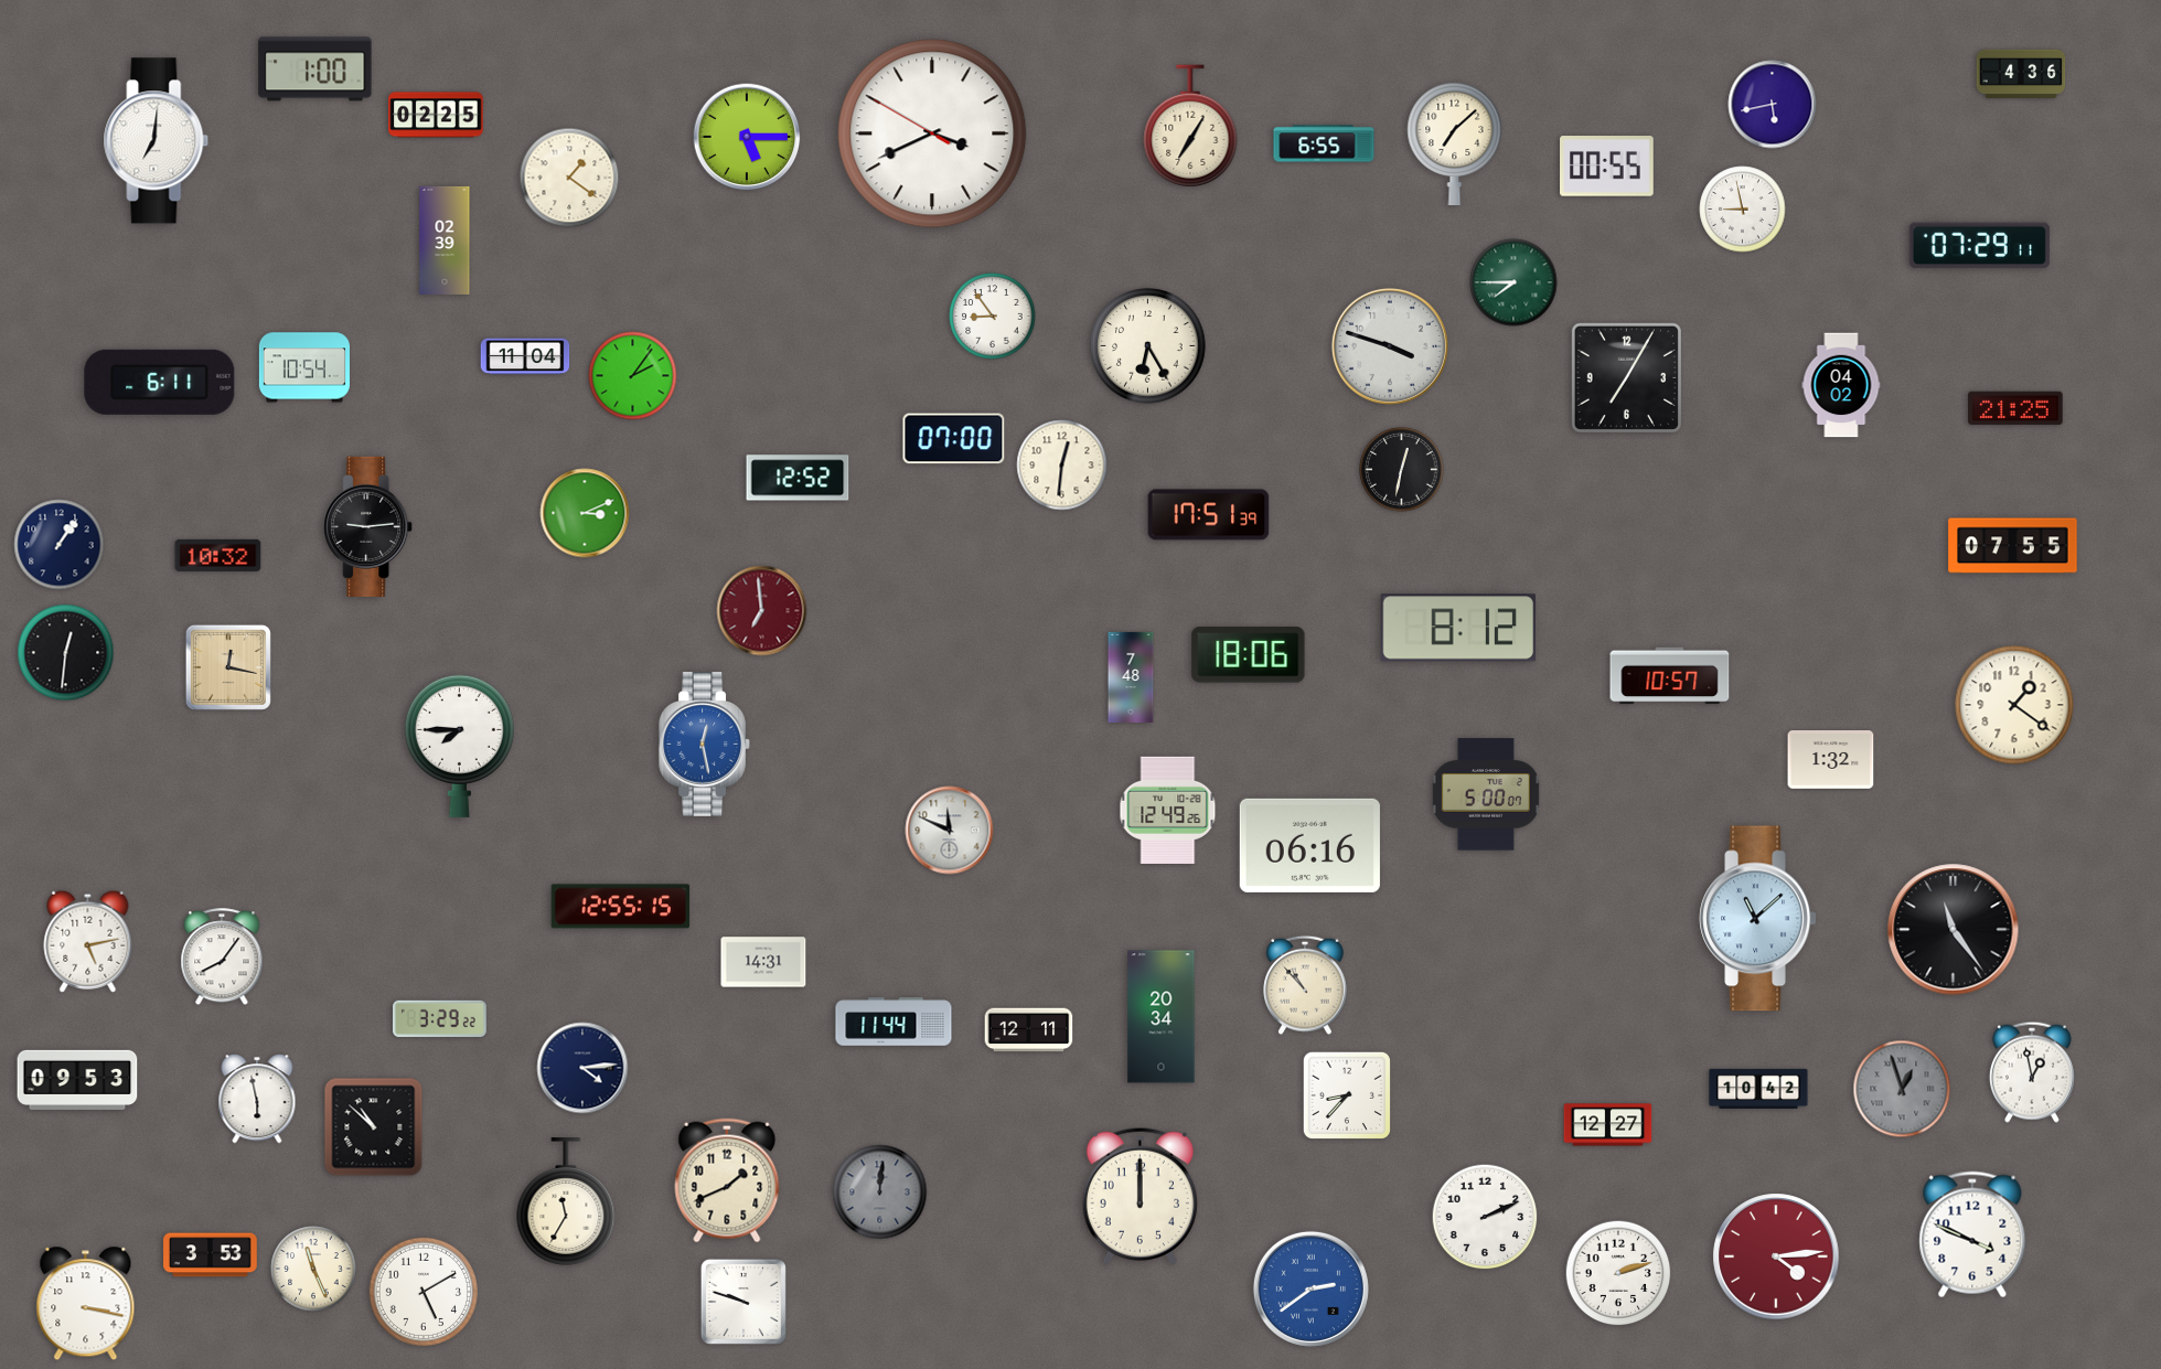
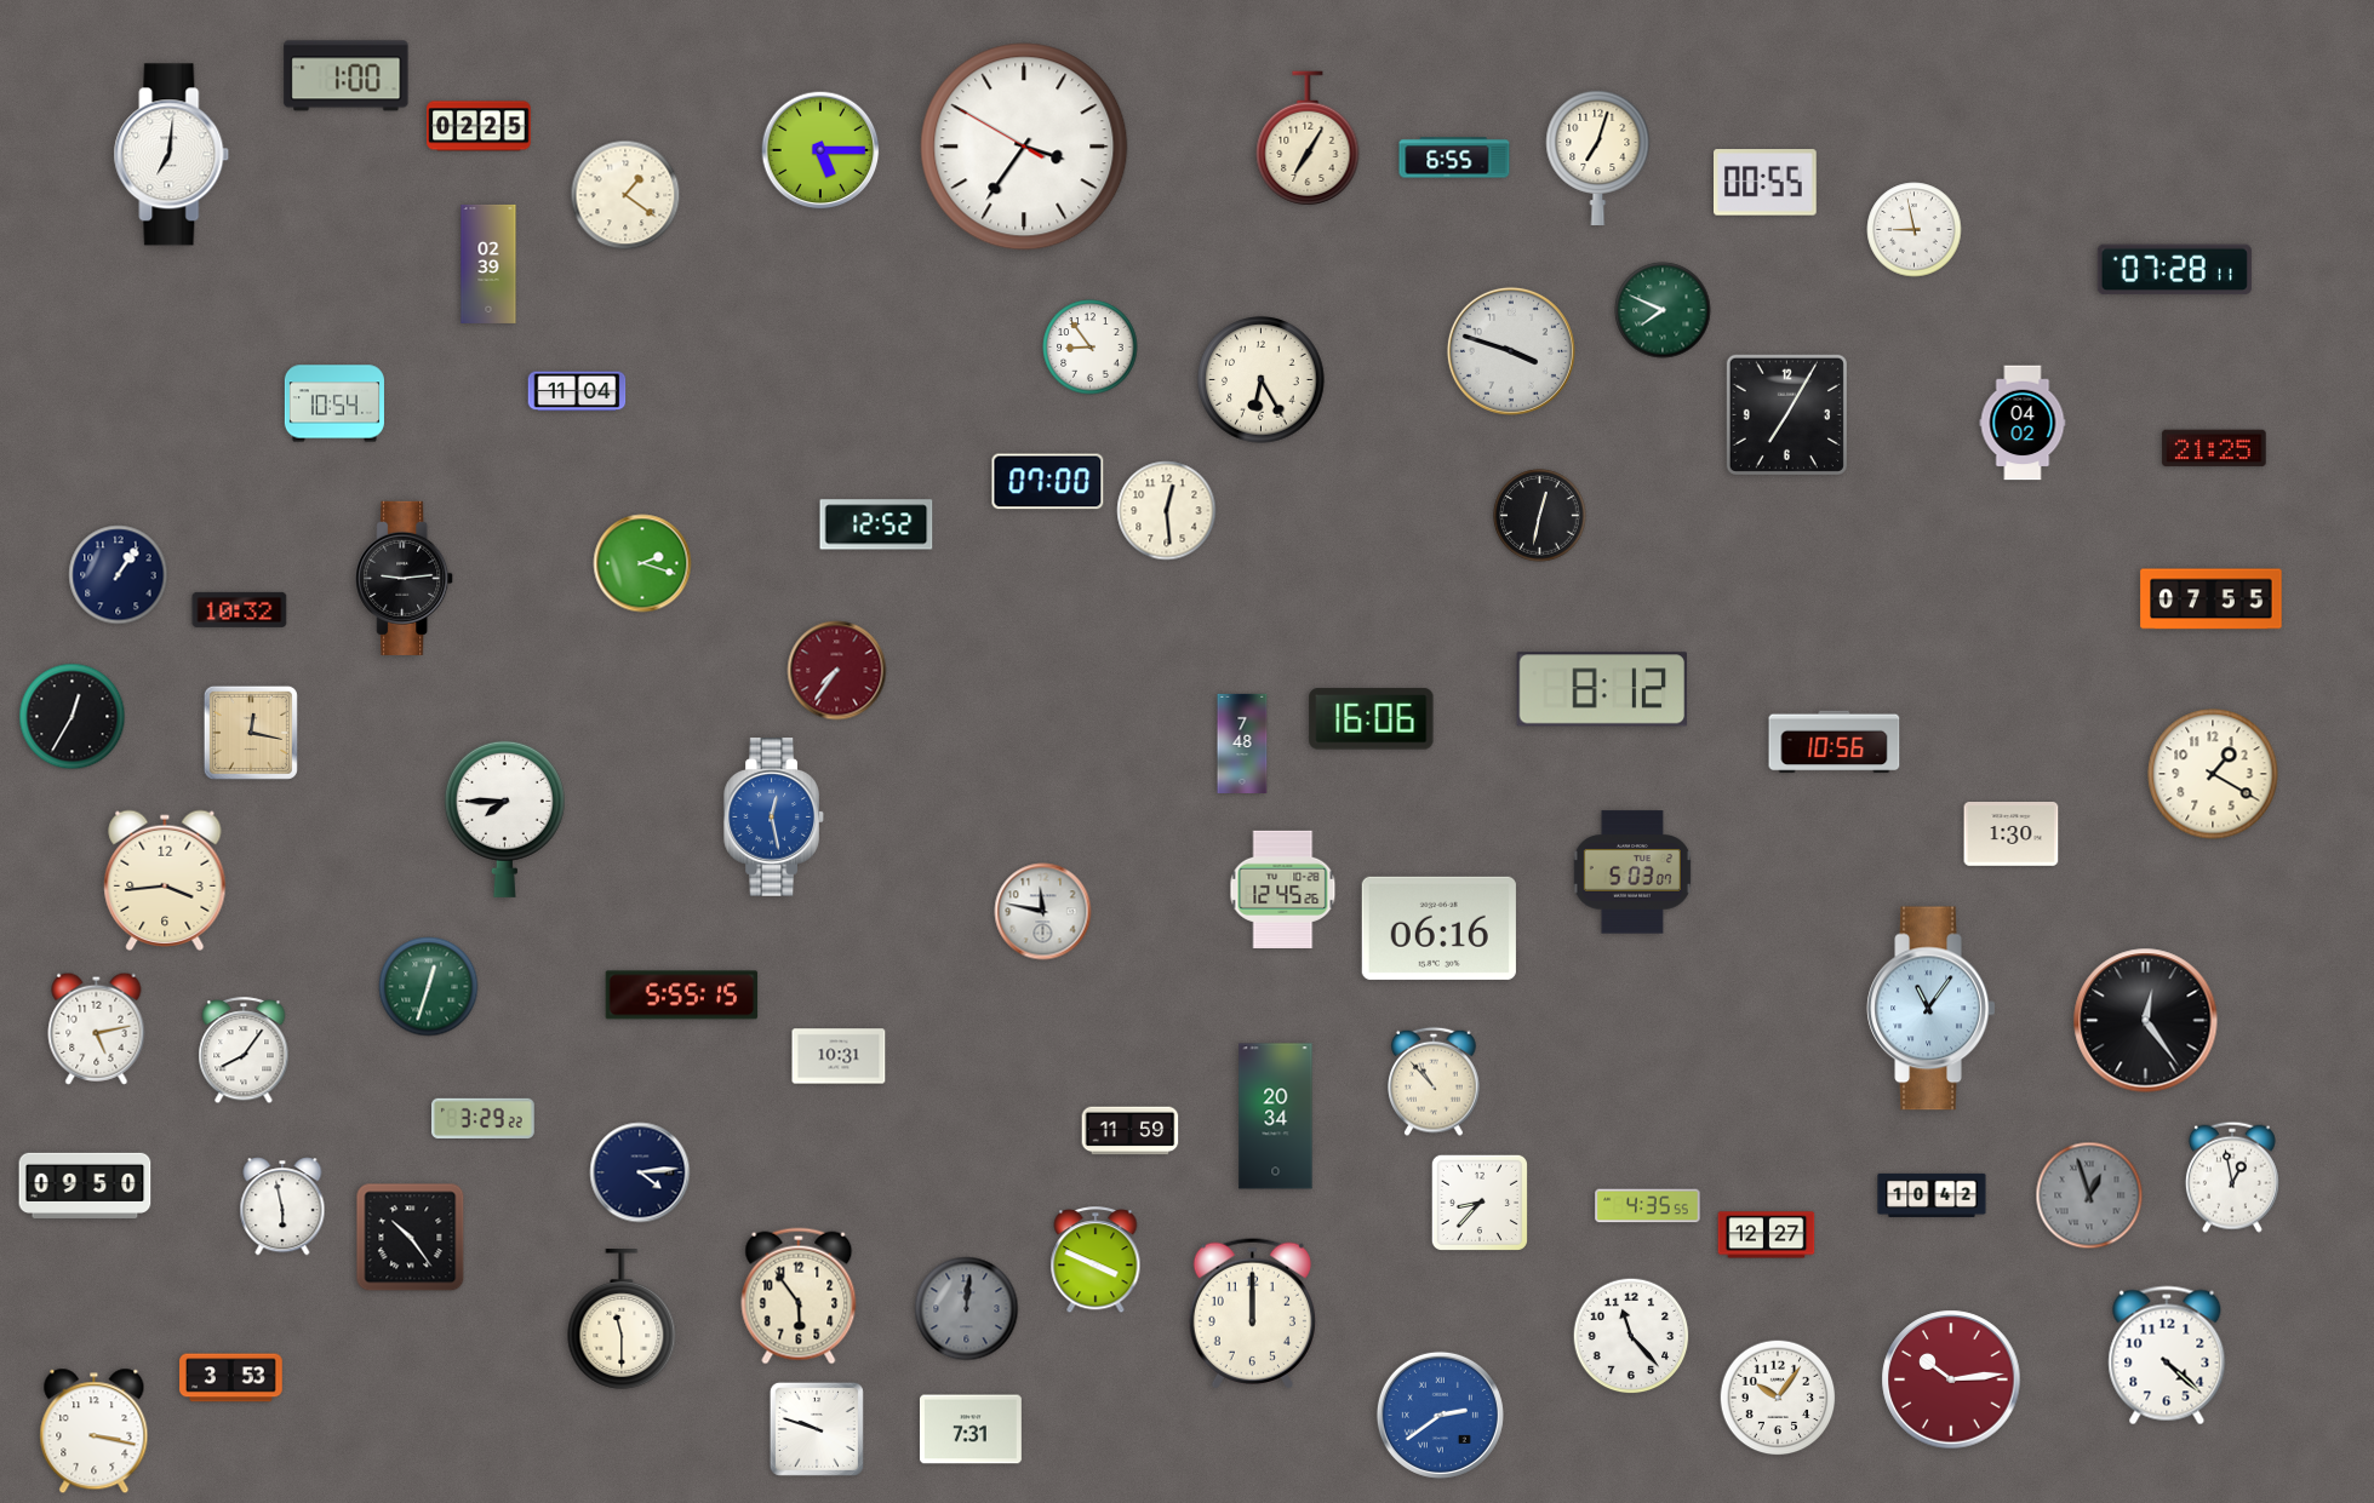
clock at (2021, 73): 4:36 -> none
clock at (1773, 105): 5:43 -> none
clock at (932, 133): 3:40 -> 3:35
clock at (1455, 142): 7:08 -> 7:03
clock at (1979, 246): 07:29 -> 07:28
clock at (1513, 282): 7:45 -> 7:49
clock at (1390, 346) position: (1390, 346) -> (1511, 351)
clock at (633, 376): 2:06 -> none
clock at (160, 382): 6:11 -> none
clock at (1062, 466): 12:31 -> 12:29
clock at (585, 513): 3:11 -> 2:18
clock at (1209, 515): 17:51 -> none
clock at (60, 545) position: (60, 545) -> (119, 575)
clock at (762, 611): 6:59 -> 7:36
clock at (66, 653): 12:31 -> 12:35
clock at (1249, 655): 18:06 -> 16:06
clock at (1670, 676): 10:57 -> 10:56
clock at (2014, 705): 1:21 -> 1:20
clock at (1831, 760): 1:32 -> 1:30
clock at (1486, 794): 5:00 -> 5:03
clock at (165, 880): none -> 3:44
clock at (1168, 810): 12:49 -> 12:45
clock at (950, 831): 11:49 -> 11:47
clock at (429, 987): none -> 12:33
clock at (621, 907): 12:55 -> 5:55
clock at (1758, 919): 11:08 -> 11:06
clock at (1954, 930): 11:24 -> 12:24
clock at (88, 941) position: (88, 941) -> (97, 1028)
clock at (763, 962): 14:31 -> 10:31
clock at (894, 1022): 11:44 -> none
clock at (1029, 1030): 12:11 -> 11:59
clock at (77, 1080): 09:53 -> 09:50
clock at (1648, 1206): none -> 4:35
clock at (374, 1127): 10:52 -> 10:24
clock at (1096, 1261): none -> 3:49
clock at (727, 1180): 1:41 -> 5:54
clock at (566, 1201): 11:35 -> 11:30
clock at (1485, 1217): 2:11 -> 11:23
clock at (1972, 1234): 3:49 -> 4:22
clock at (1776, 1256): 4:14 -> 10:14
clock at (313, 1269): 11:26 -> none
clock at (1618, 1273): 2:12 -> 10:06
clock at (424, 1292): 5:10 -> none
clock at (971, 1429): none -> 7:31
